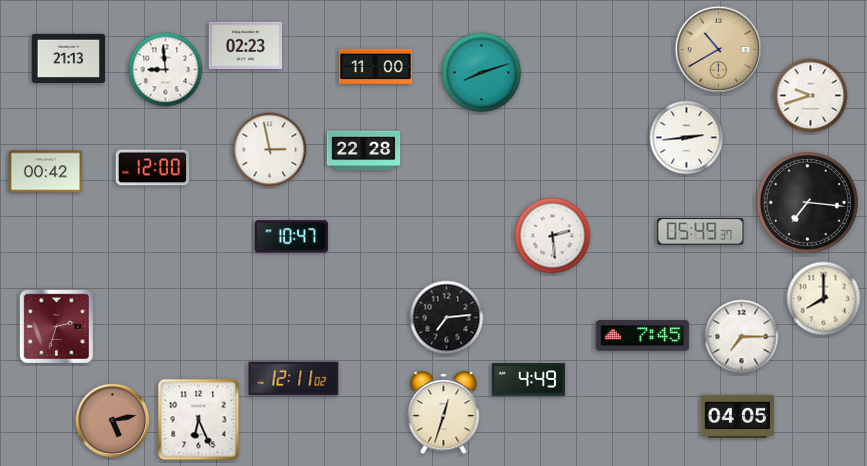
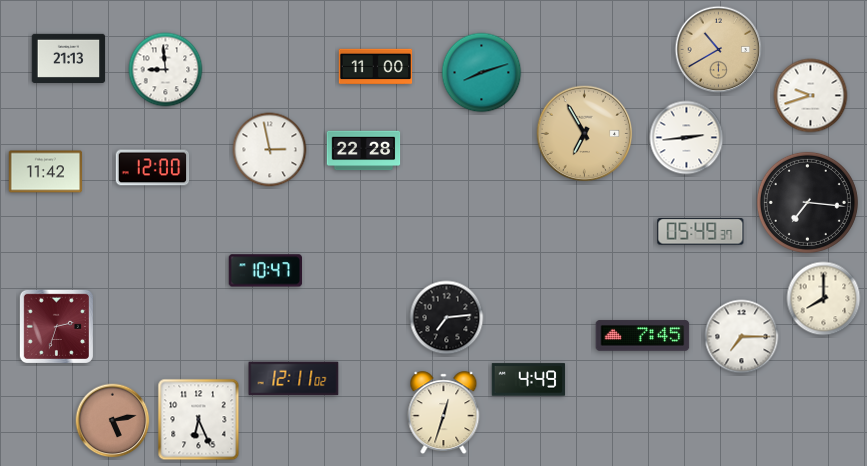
clock at (246, 46): 02:23 -> none
clock at (585, 134): none -> 6:55
clock at (46, 172): 00:42 -> 11:42
clock at (553, 236): 2:29 -> none
clock at (291, 237) position: (291, 237) -> (265, 271)
clock at (738, 417): 04:05 -> none
